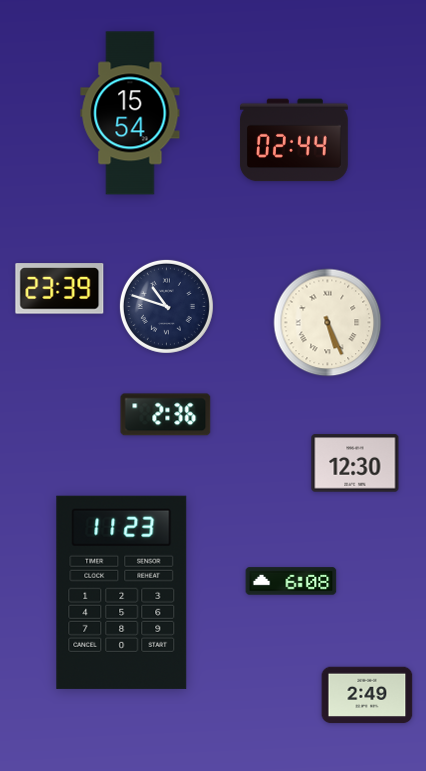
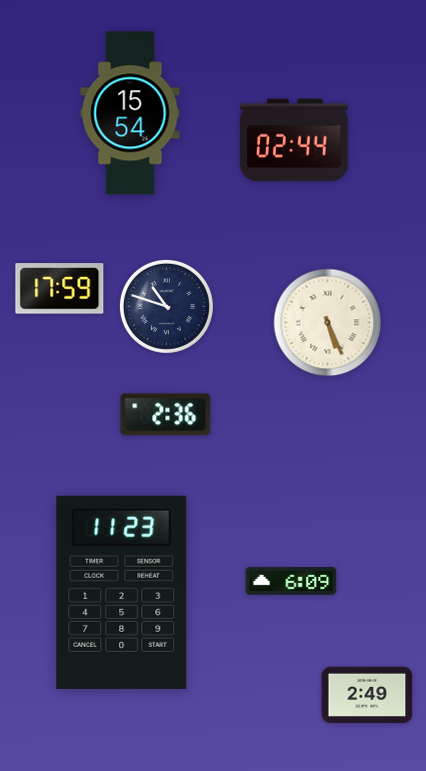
clock at (60, 289): 23:39 -> 17:59
clock at (355, 463): 12:30 -> none
clock at (291, 581): 6:08 -> 6:09
